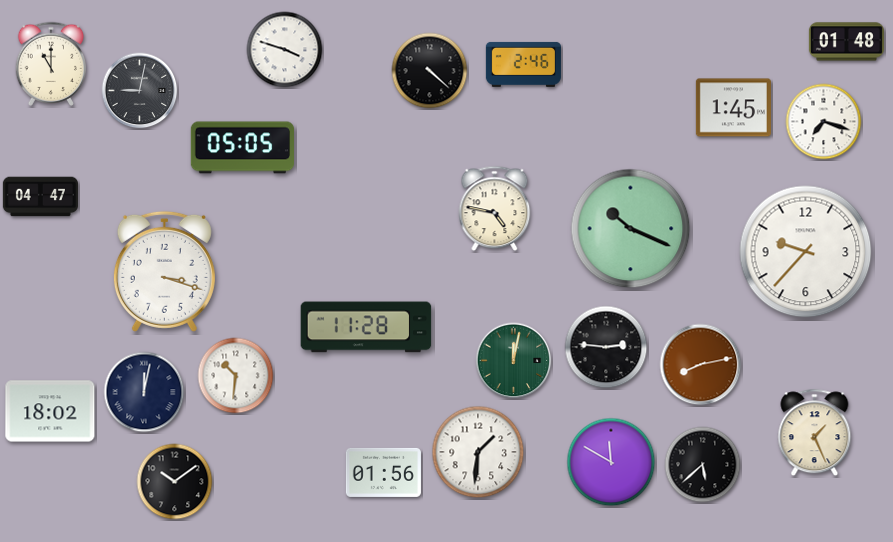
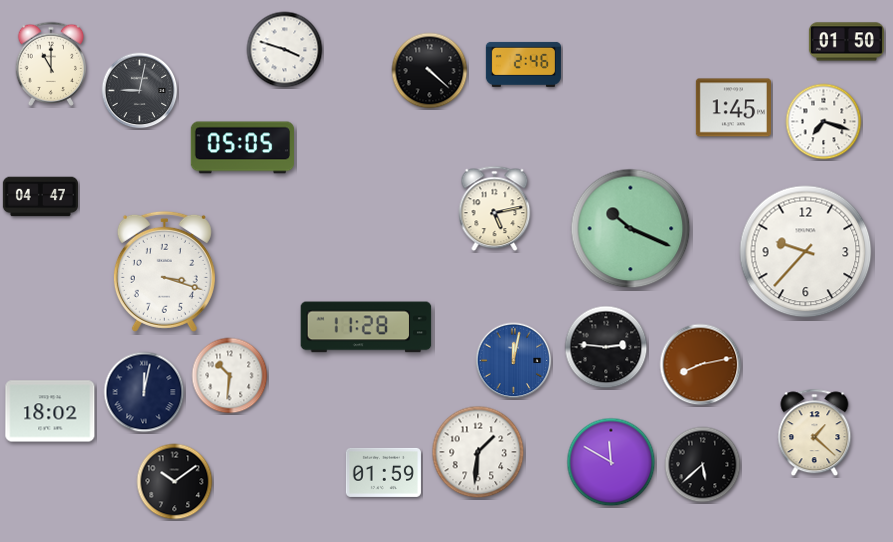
clock at (846, 42): 01:48 -> 01:50
clock at (495, 209): 4:47 -> 5:13
clock at (514, 361) dial: green -> blue
clock at (236, 376) position: (236, 376) -> (230, 376)
clock at (815, 433): 1:26 -> 1:22
clock at (383, 472): 01:56 -> 01:59
